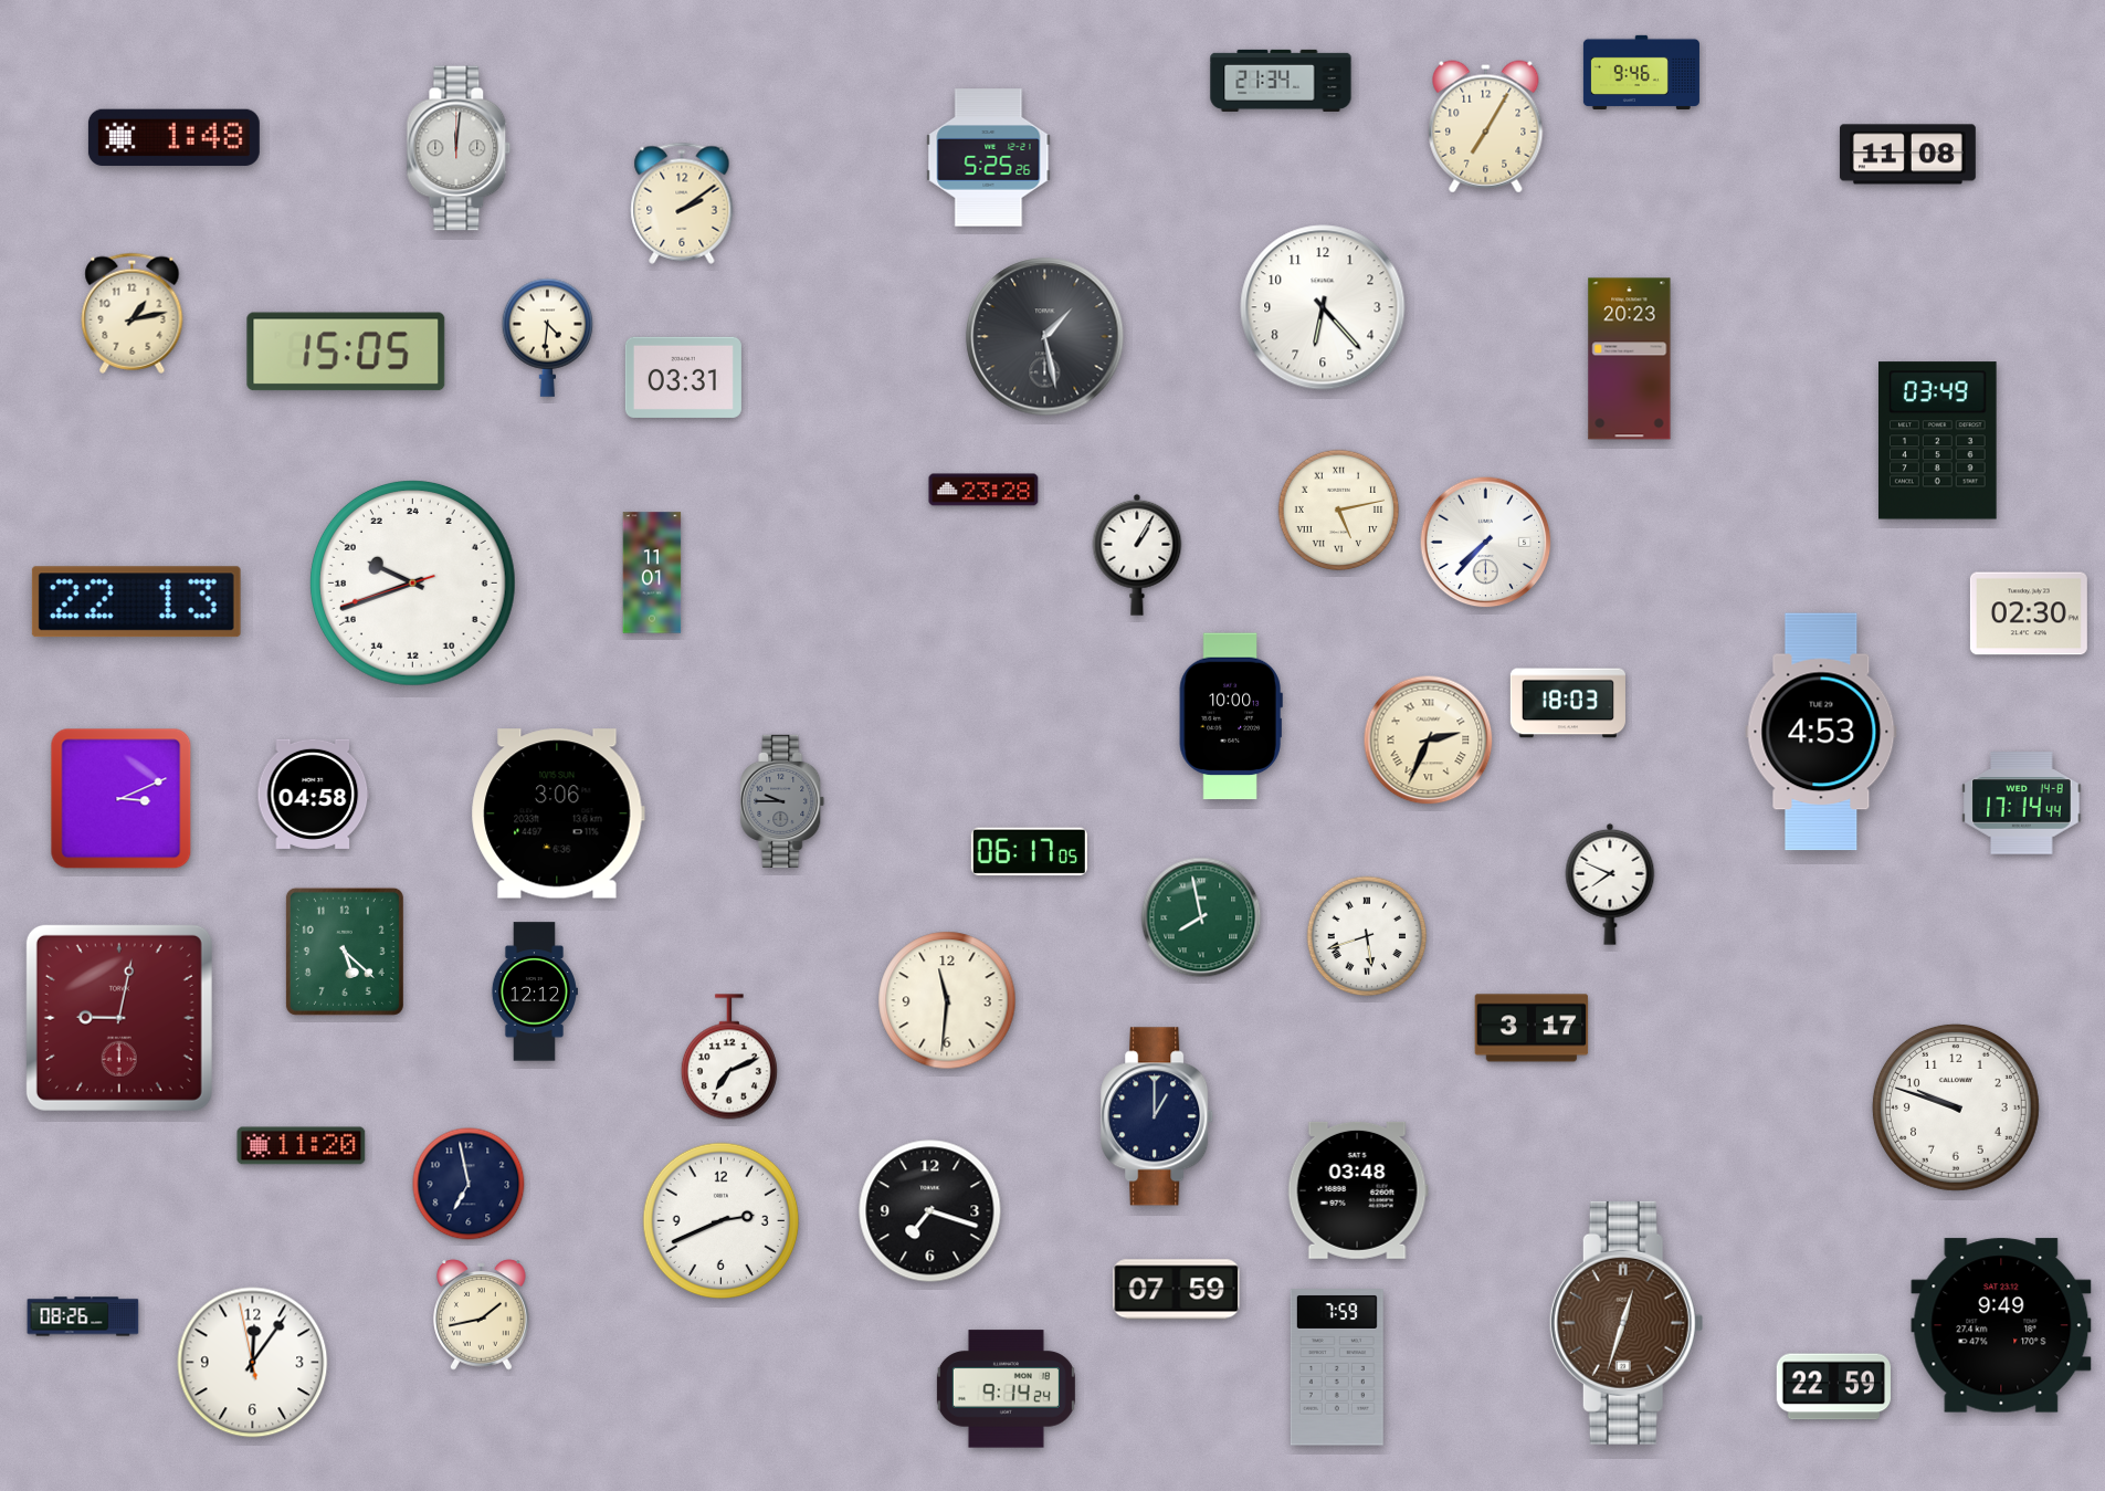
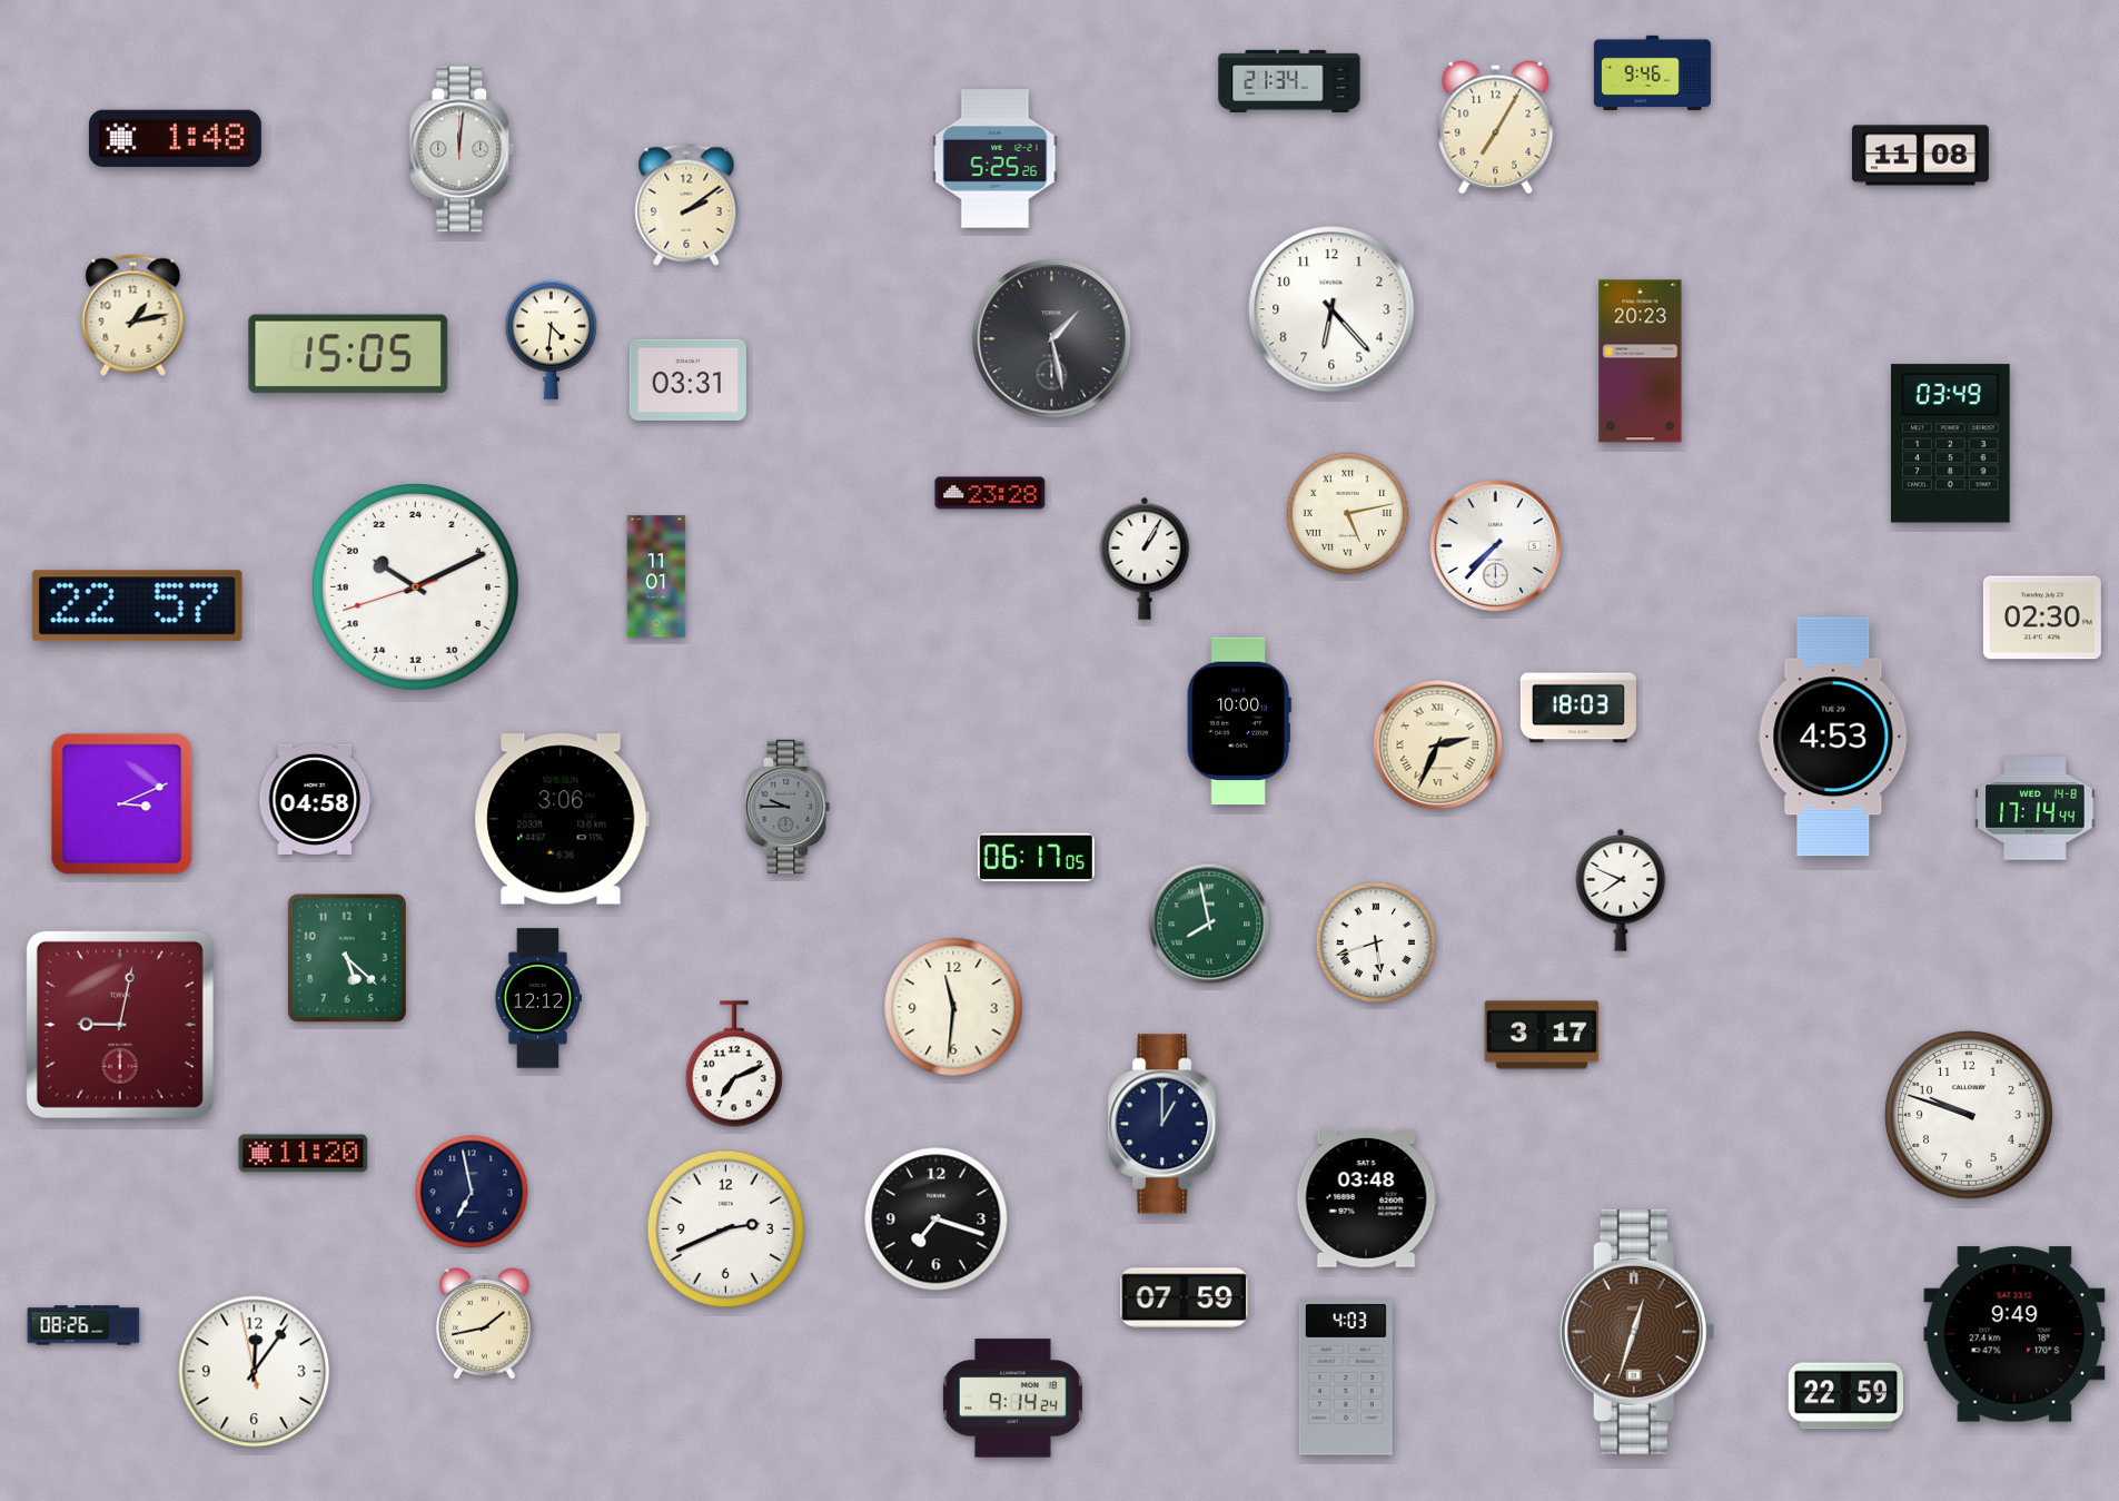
clock at (412, 582): 19:41 -> 20:10
clock at (136, 602): 22:13 -> 22:57
clock at (1337, 1367): 7:59 -> 4:03
